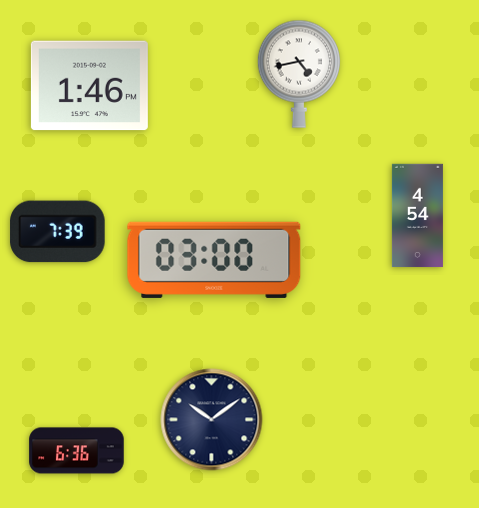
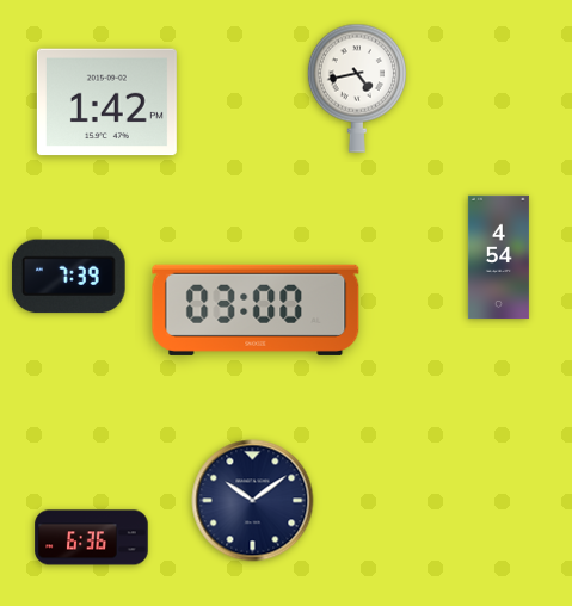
clock at (89, 86): 1:46 -> 1:42
